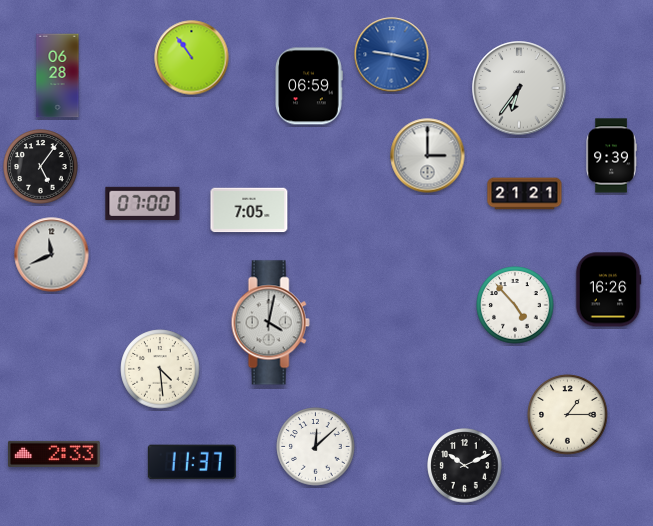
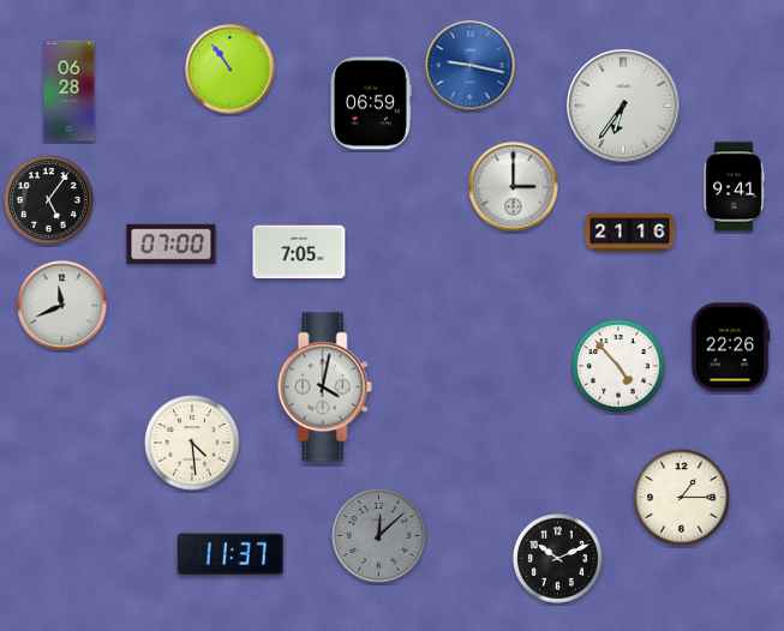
clock at (611, 156): 9:39 -> 9:41
clock at (525, 194): 21:21 -> 21:16
clock at (608, 290): 16:26 -> 22:26
clock at (316, 447) dial: white -> grey
clock at (54, 454): 2:33 -> none
